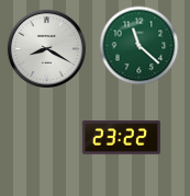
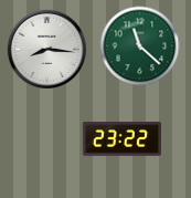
clock at (46, 48): 8:20 -> 8:16
